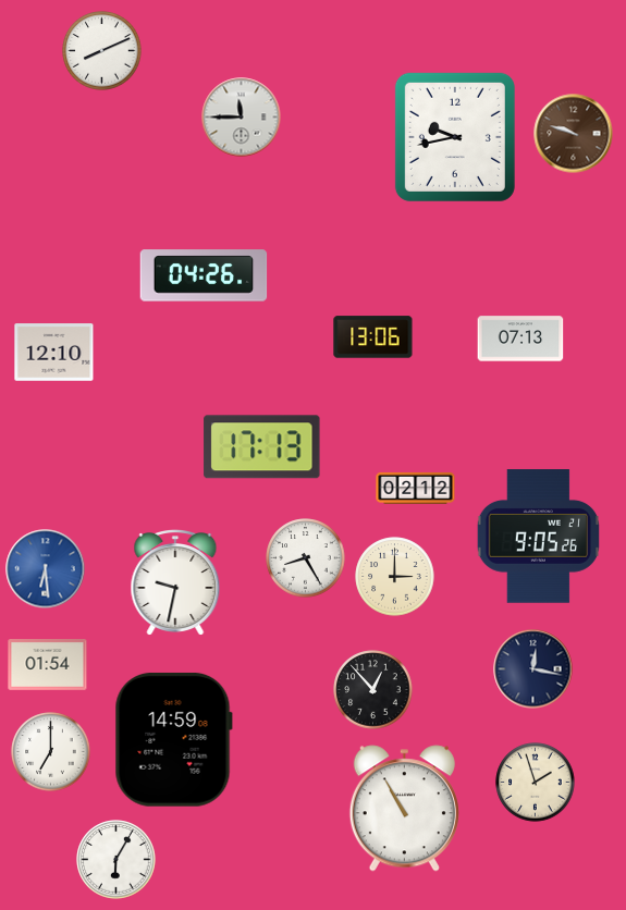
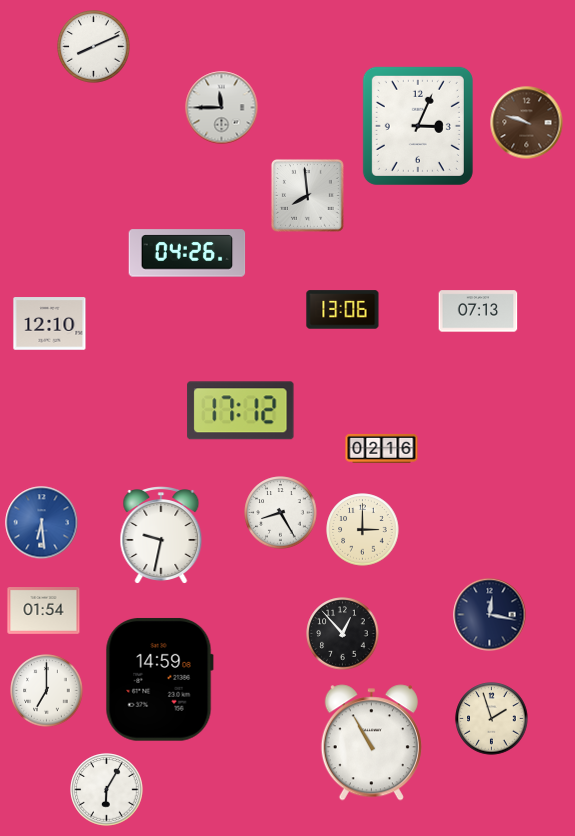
clock at (455, 137): 9:43 -> 3:04
clock at (307, 195): none -> 7:59
clock at (262, 447): 17:13 -> 17:12
clock at (416, 488): 02:12 -> 02:16
clock at (538, 537): 9:05 -> none
